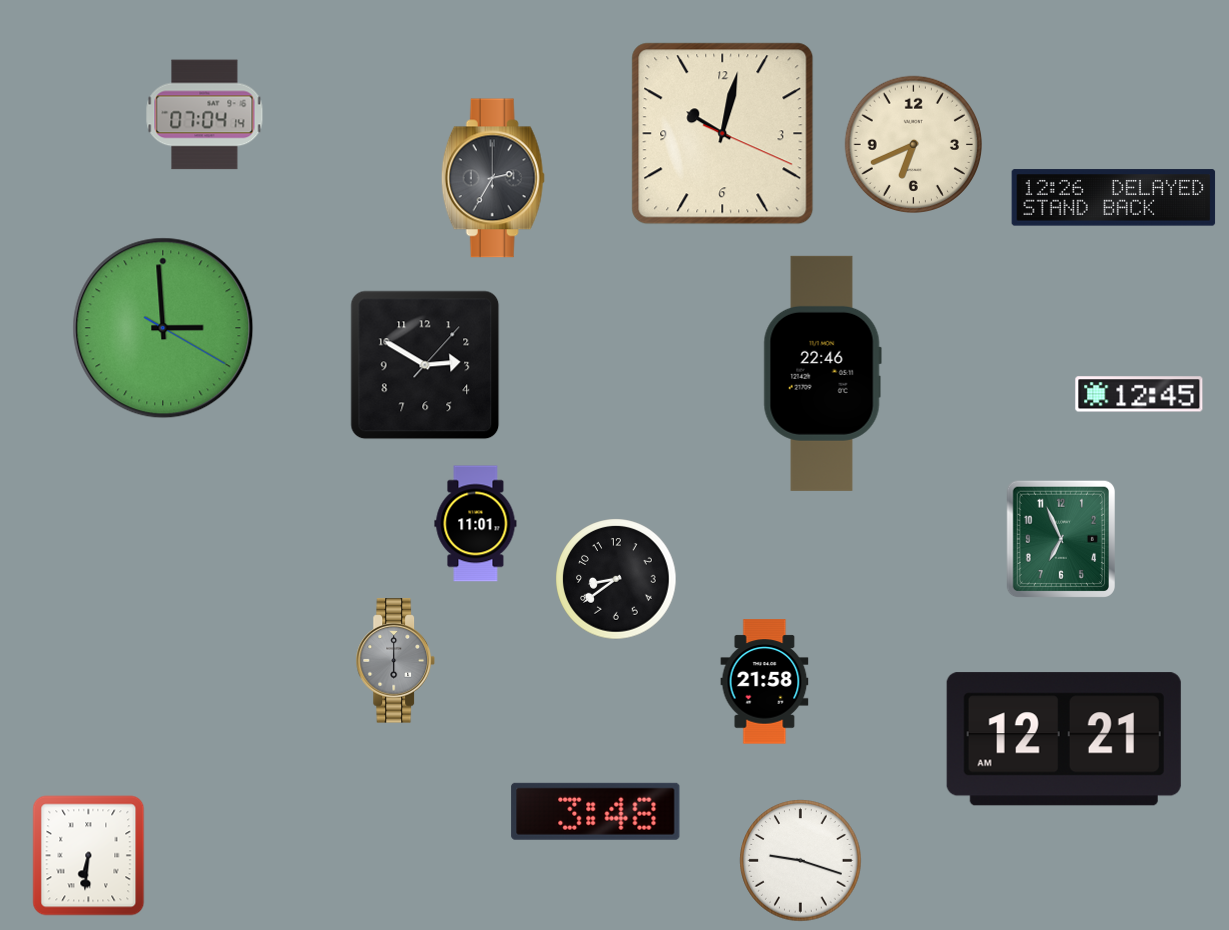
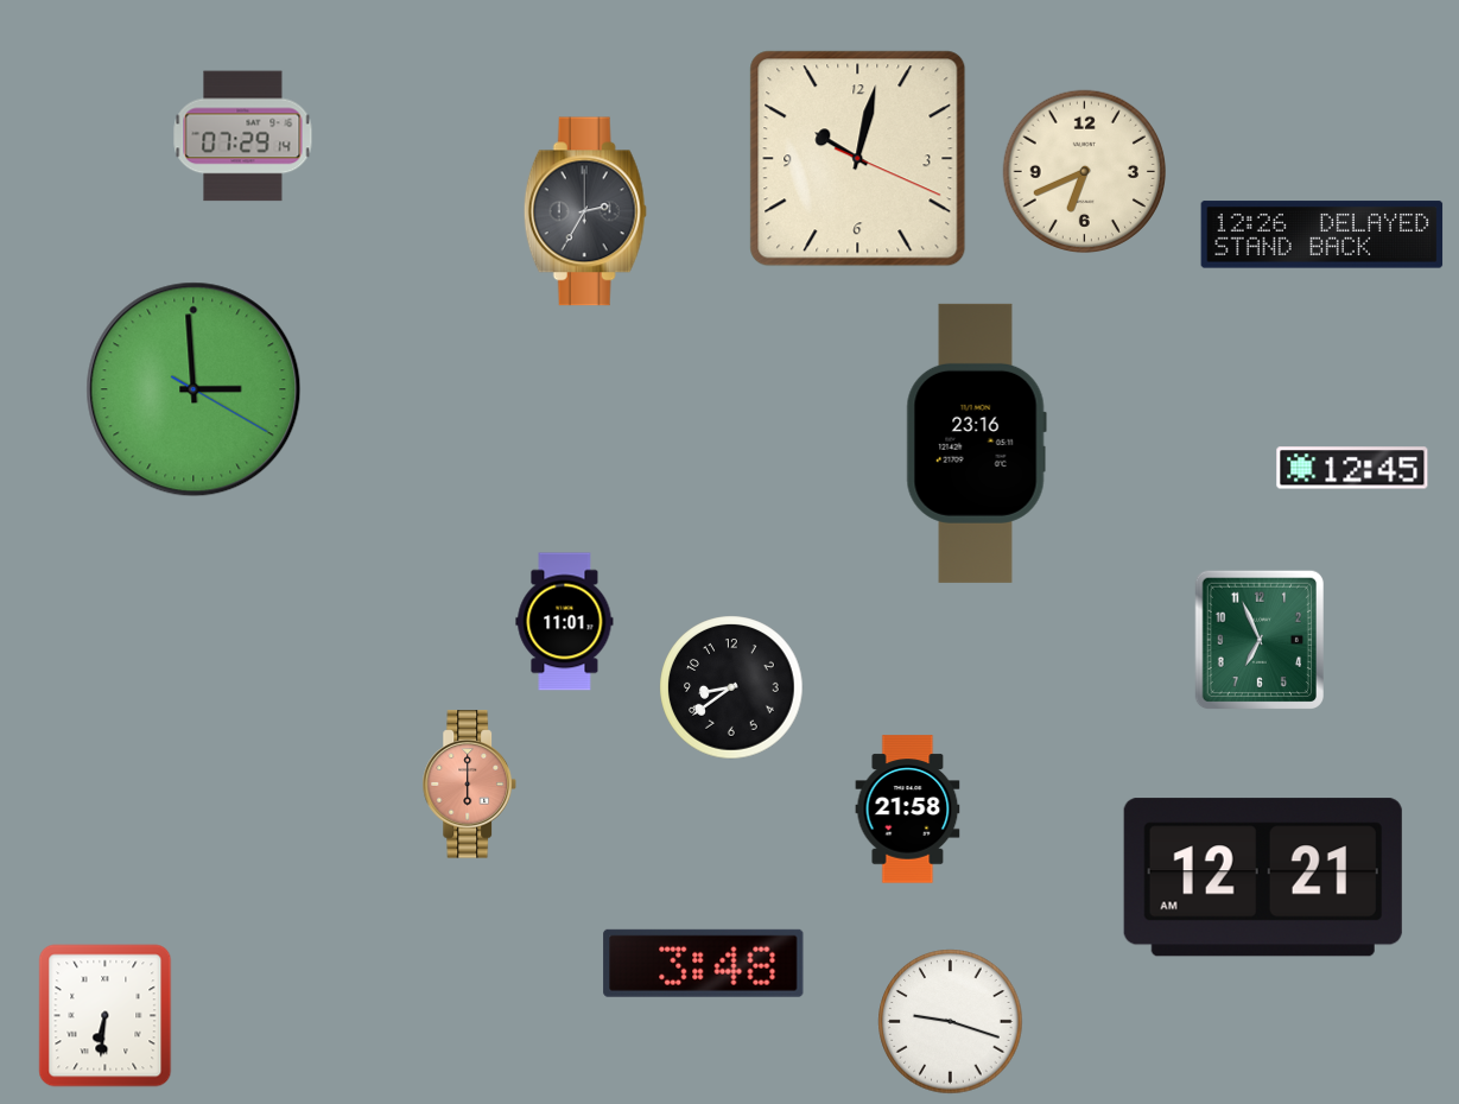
clock at (205, 115): 07:04 -> 07:29
clock at (425, 365): 2:50 -> none
clock at (822, 373): 22:46 -> 23:16
clock at (395, 661) dial: grey -> salmon
clock at (596, 811) position: (596, 811) -> (704, 963)
